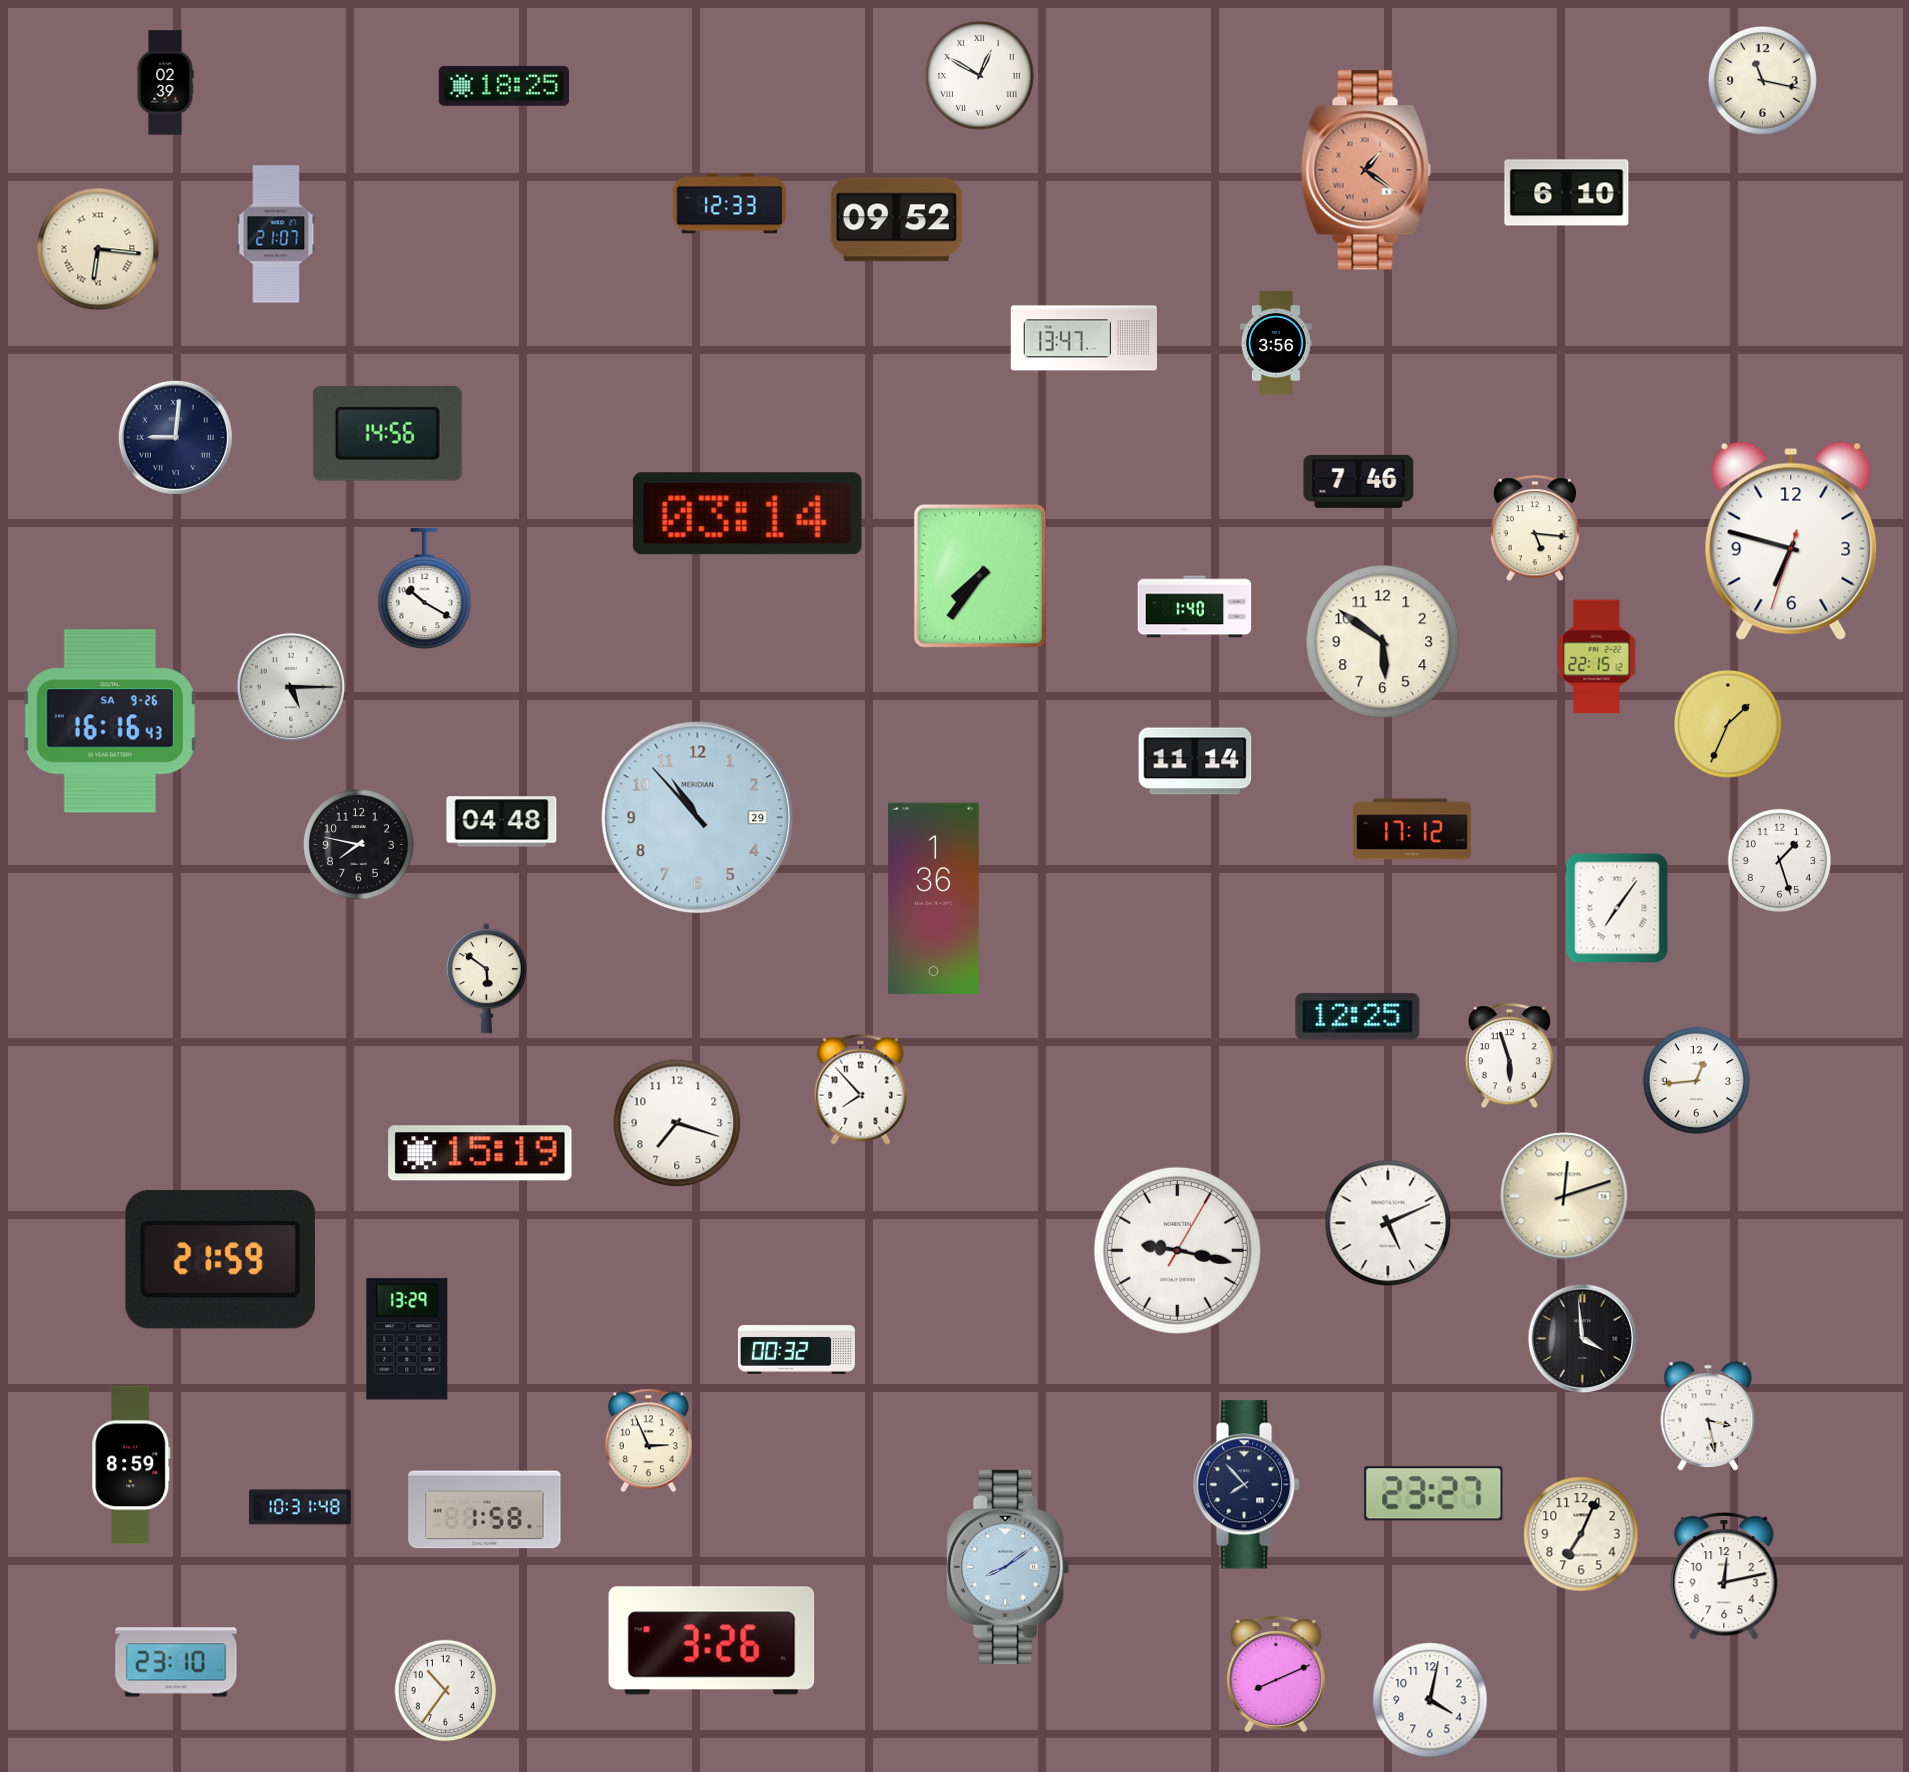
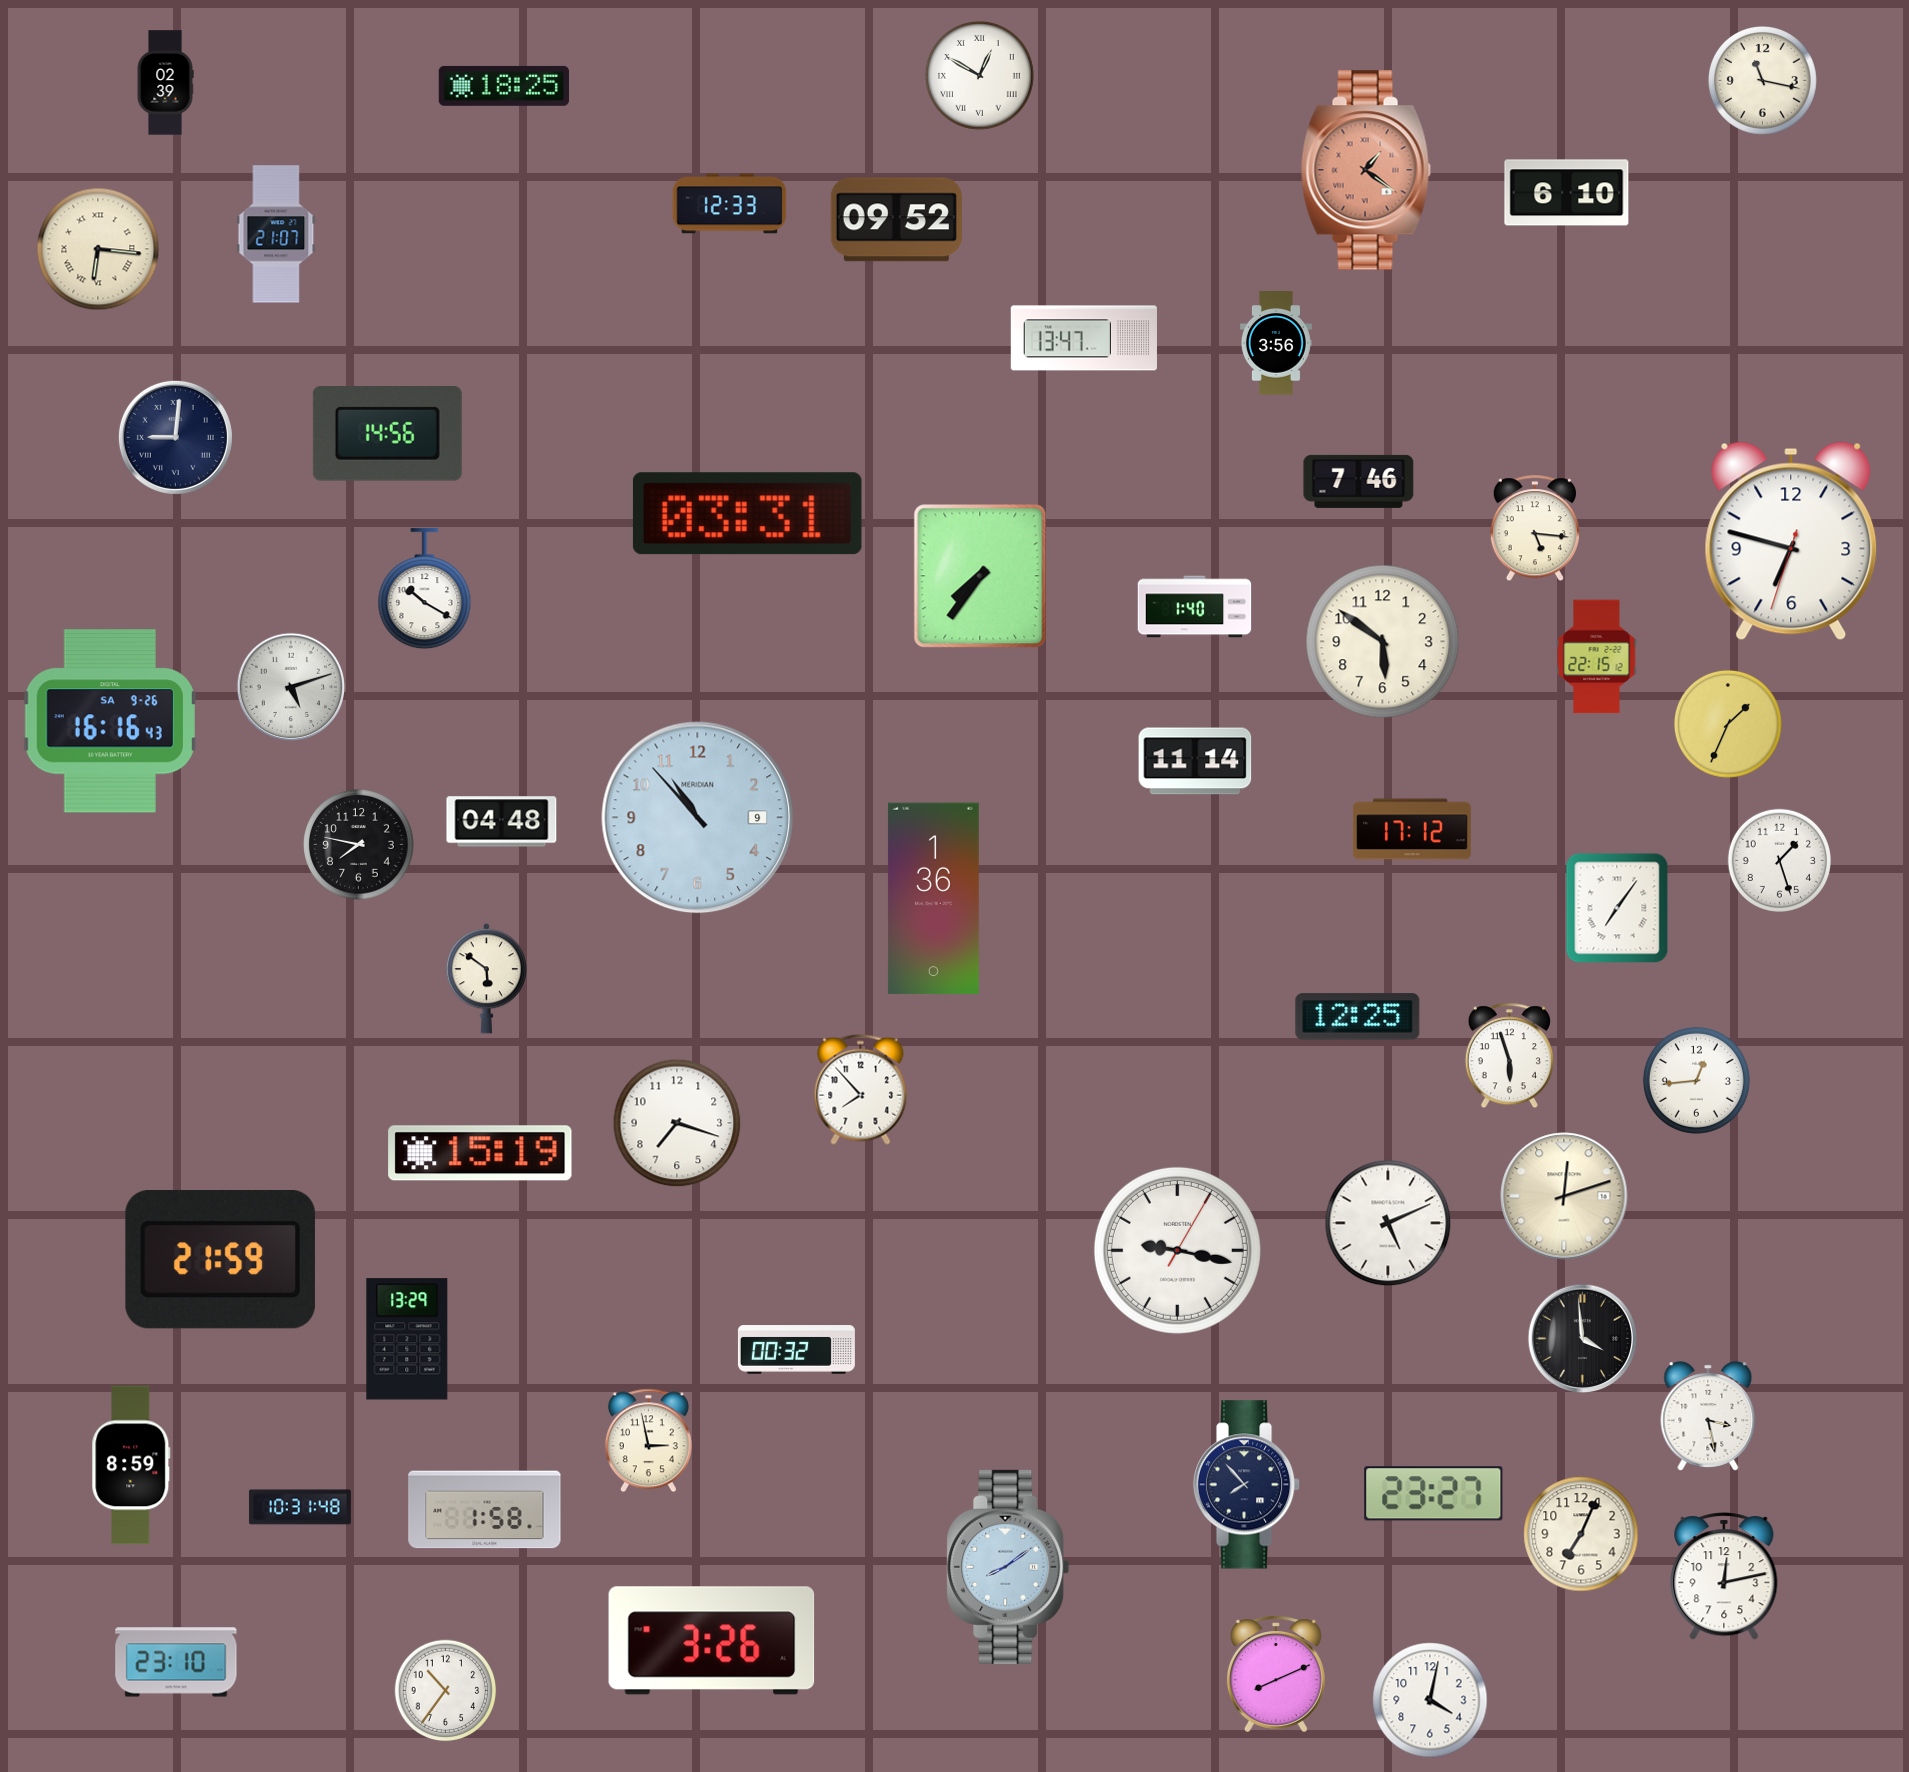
clock at (747, 514): 03:14 -> 03:31
clock at (291, 687): 5:15 -> 5:12
clock at (698, 818) date: 29 -> 9
clock at (648, 1441): 2:56 -> 2:58
